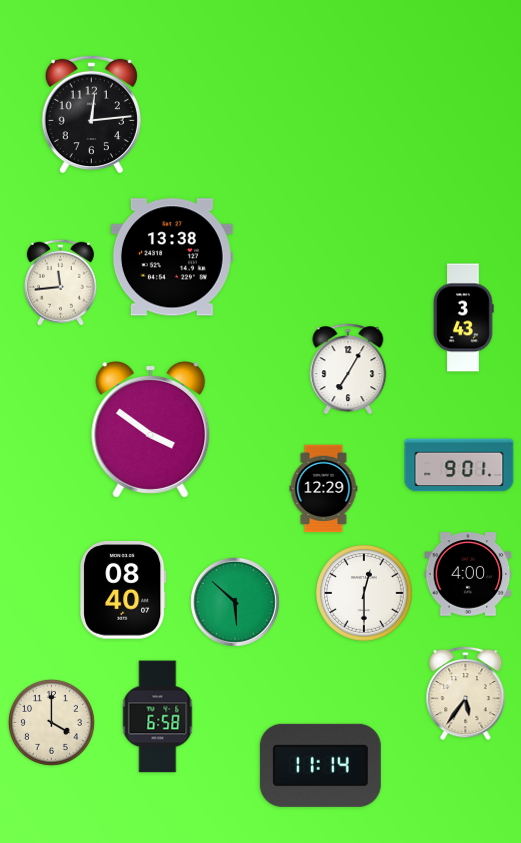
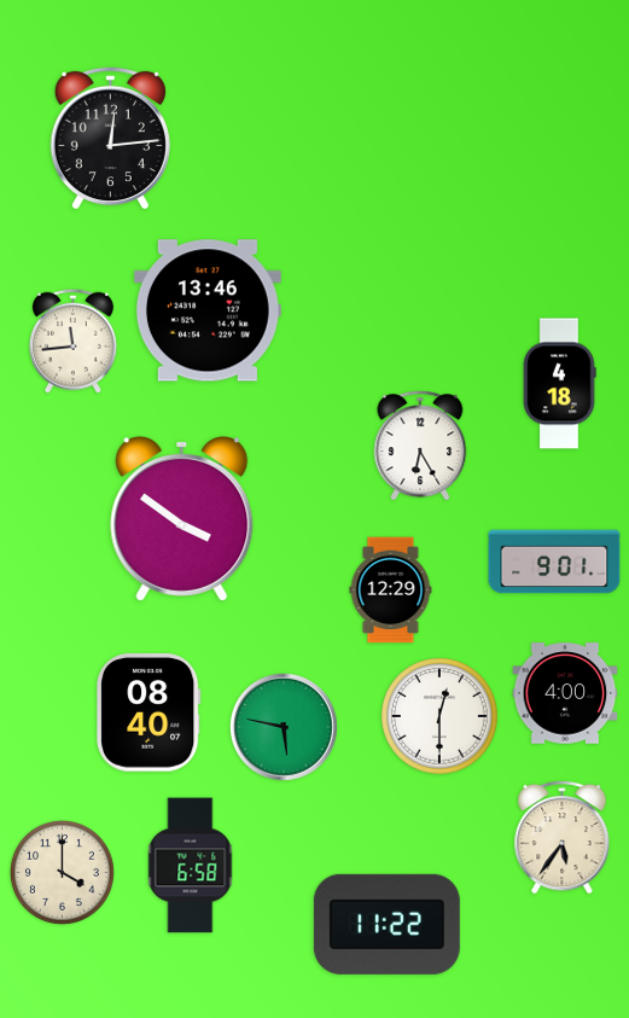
clock at (172, 257): 13:38 -> 13:46
clock at (463, 318): 3:43 -> 4:18
clock at (348, 369): 7:05 -> 6:25
clock at (235, 602): 5:52 -> 5:47
clock at (320, 765): 11:14 -> 11:22
